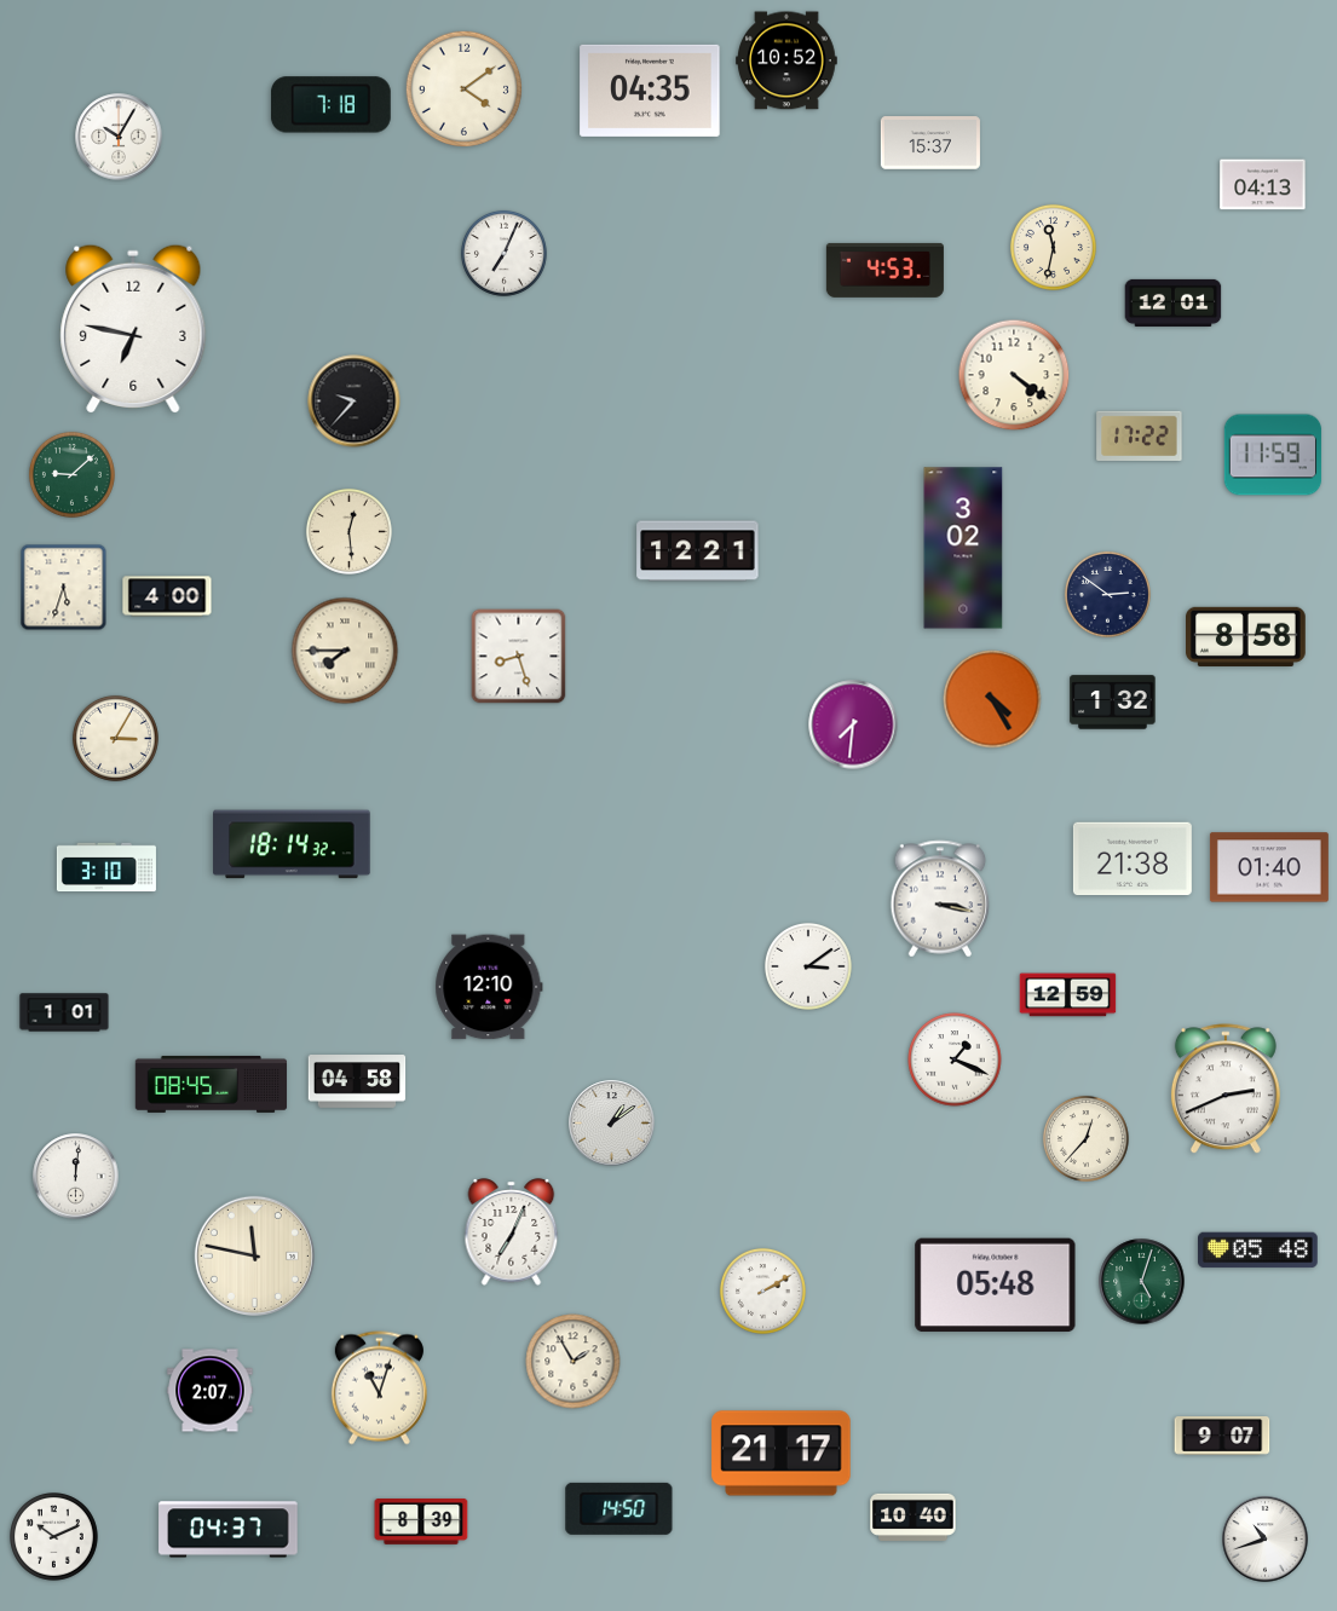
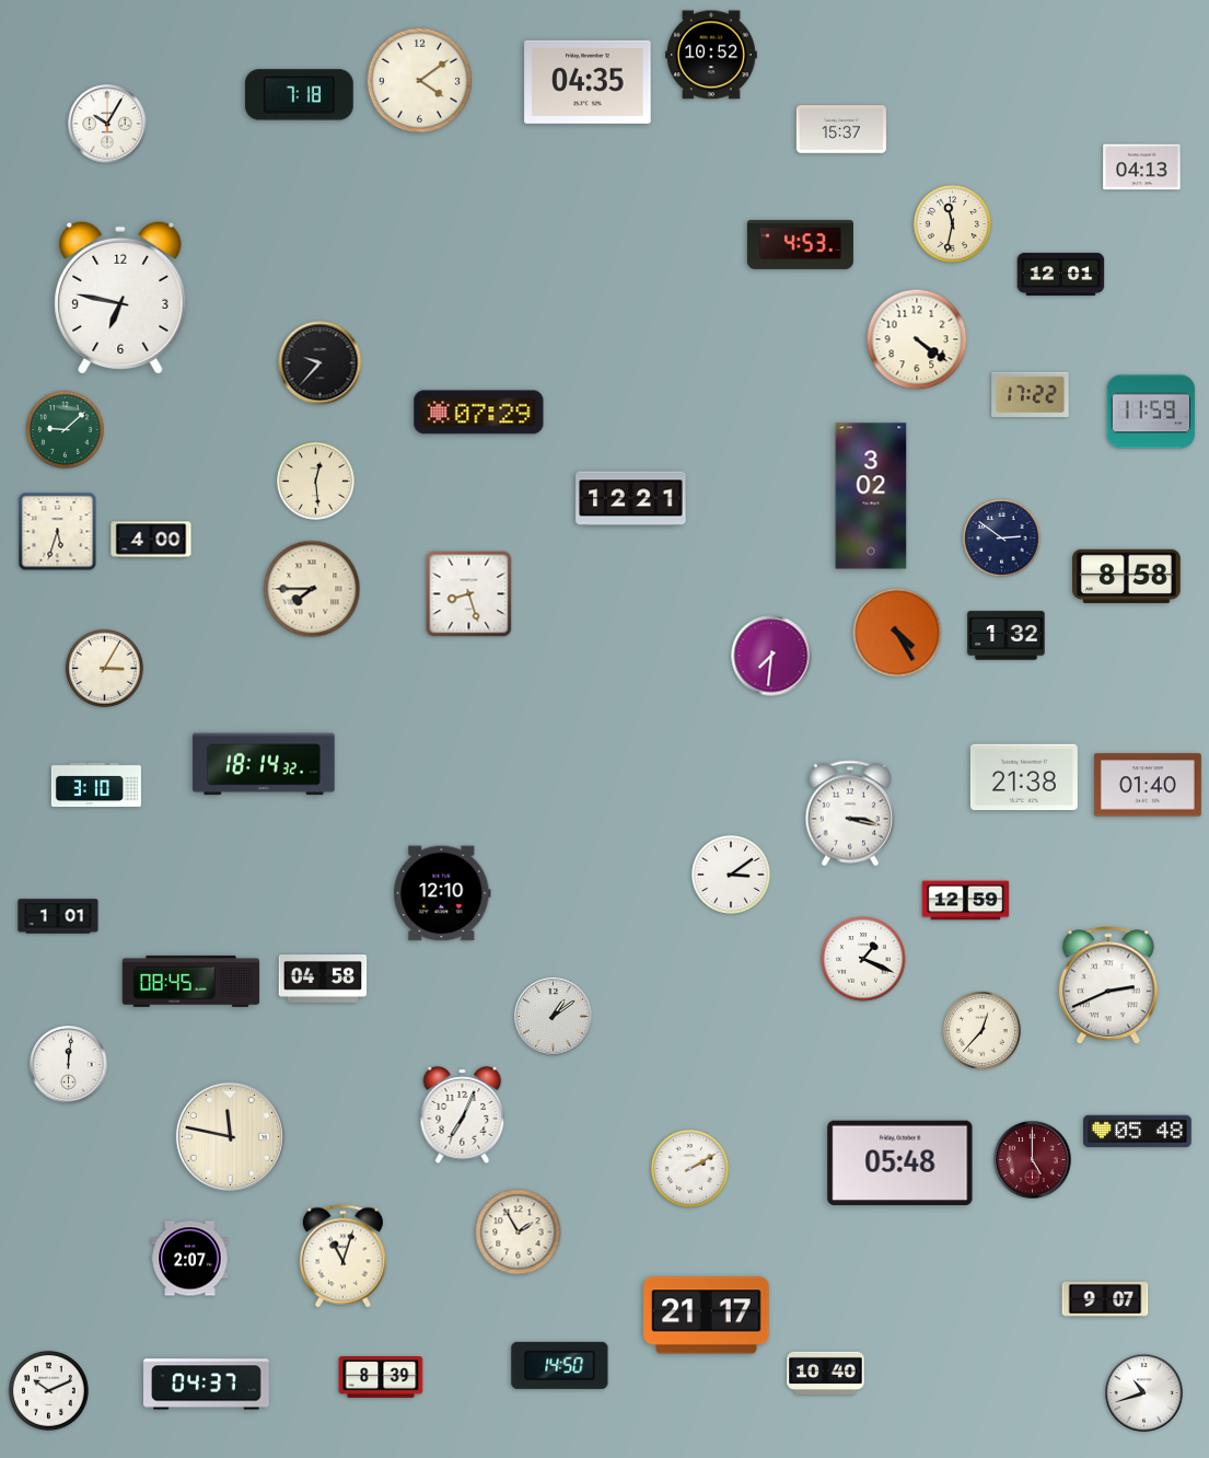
clock at (503, 253): 7:04 -> none
clock at (479, 413): none -> 07:29
clock at (1142, 1282): 5:03 -> 5:00
clock at (1142, 1282) dial: green -> burgundy
